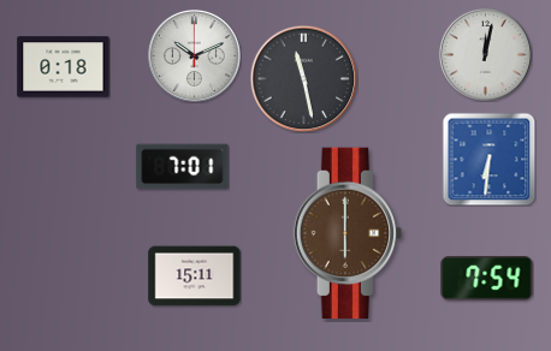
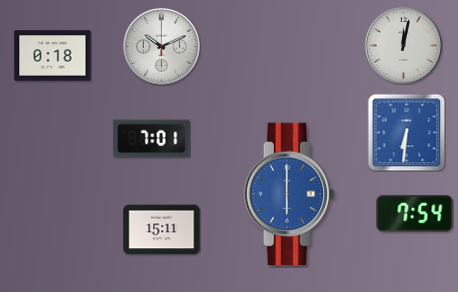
clock at (303, 78): 11:28 -> none
clock at (348, 233) dial: brown -> blue
clock at (487, 279) position: (487, 279) -> (415, 214)
